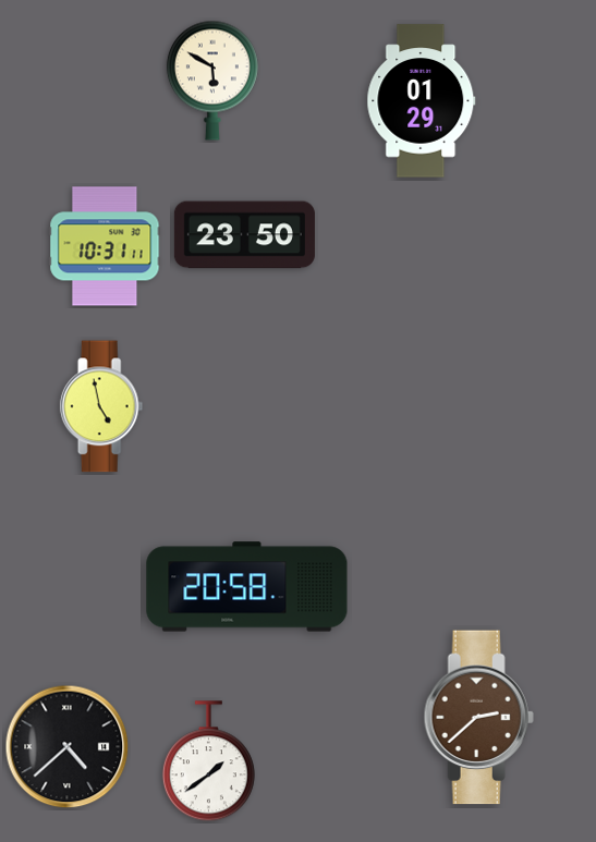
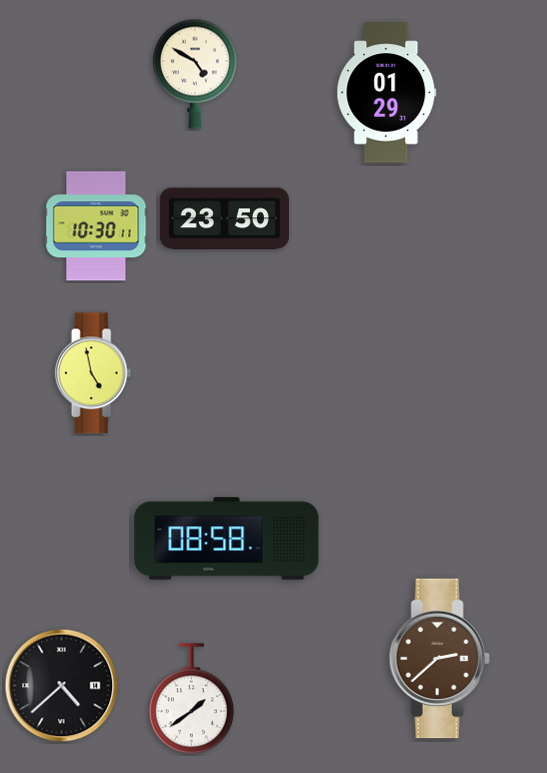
clock at (212, 81): 5:50 -> 4:50
clock at (244, 235) position: (244, 235) -> (224, 219)
clock at (105, 246): 10:31 -> 10:30
clock at (247, 587): 20:58 -> 08:58
